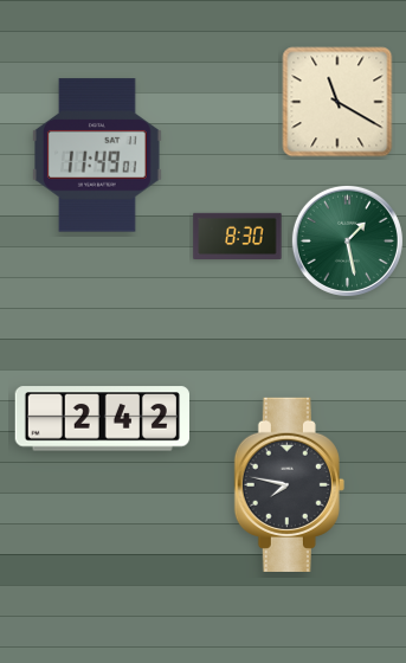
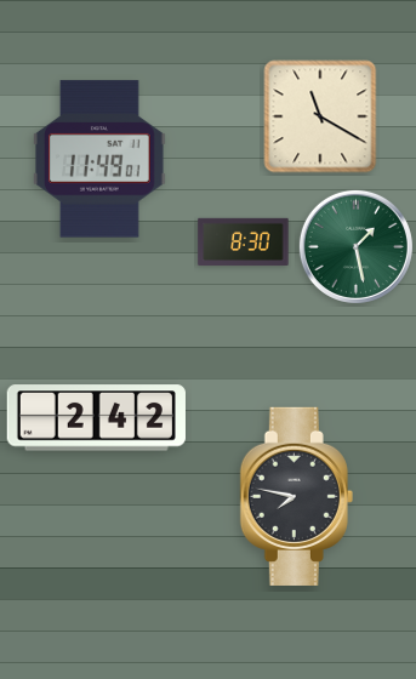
clock at (337, 102) position: (337, 102) -> (320, 116)
clock at (102, 419) position: (102, 419) -> (96, 418)
